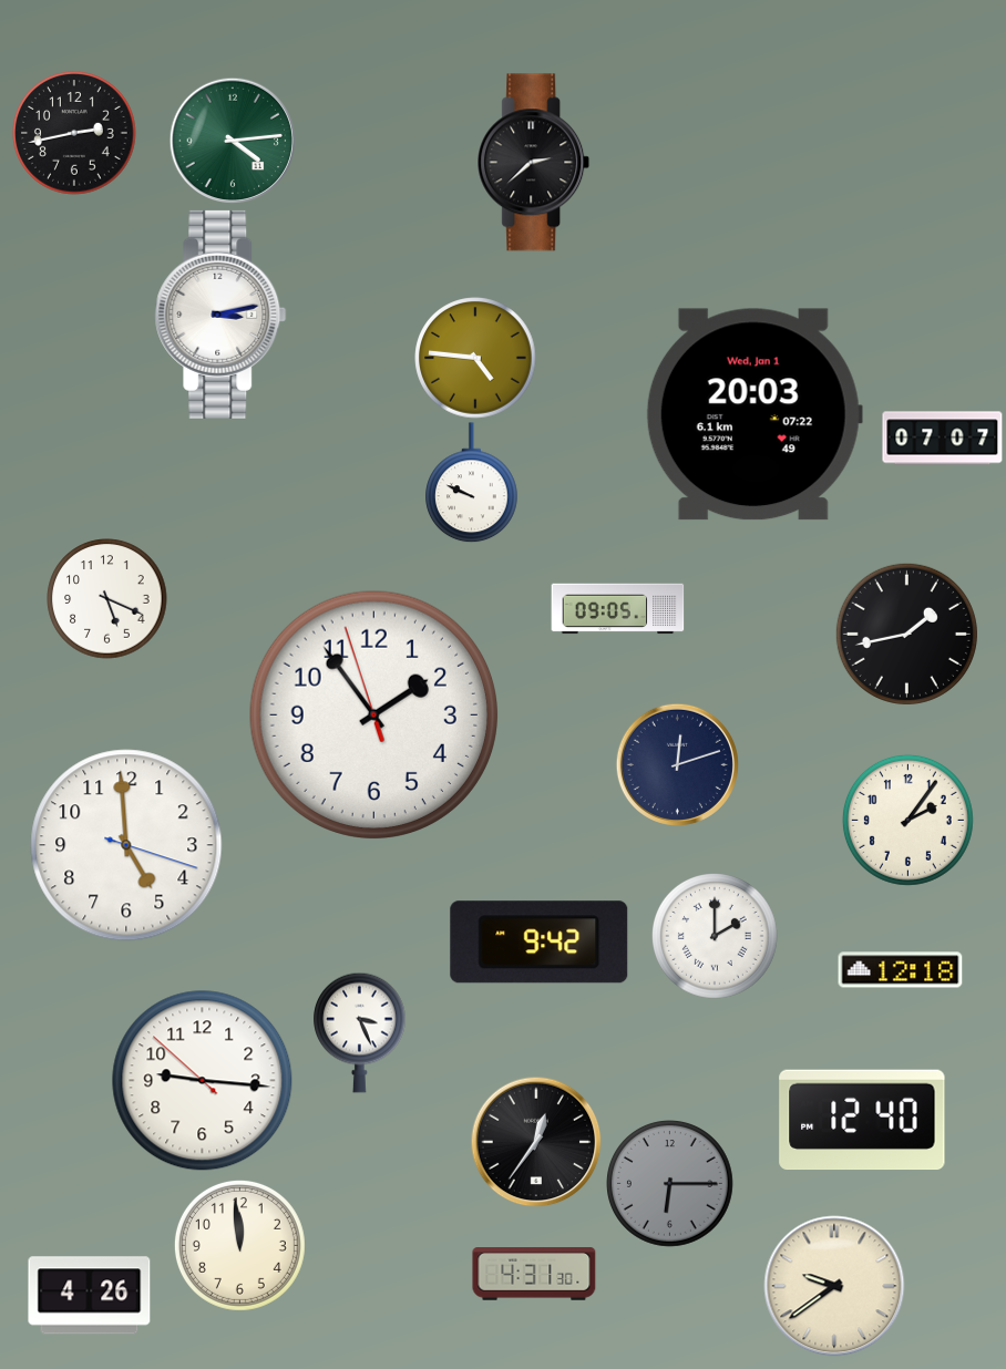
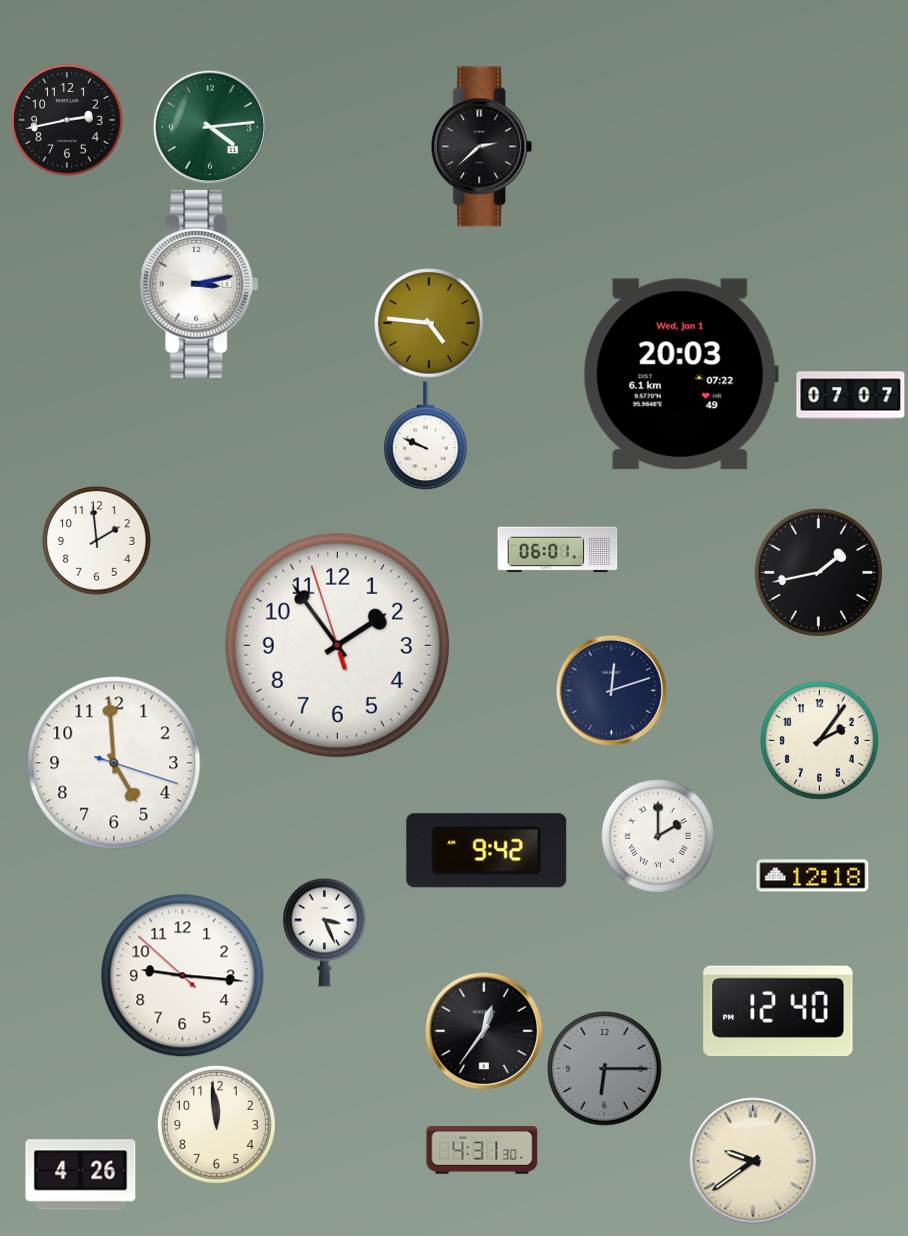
clock at (107, 599): 5:19 -> 1:59
clock at (618, 609): 09:05 -> 06:01
clock at (716, 937) position: (716, 937) -> (659, 837)
clock at (90, 1296) position: (90, 1296) -> (81, 1175)
